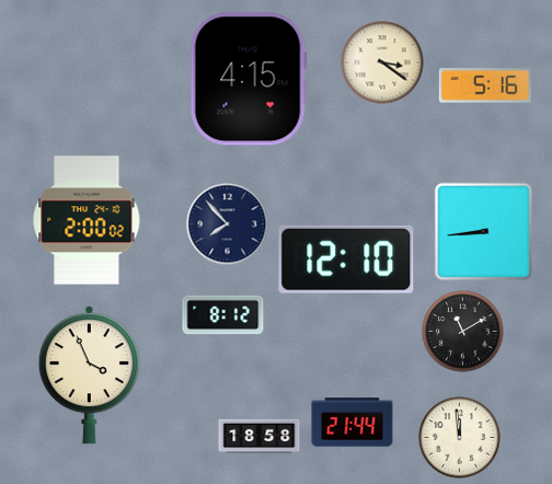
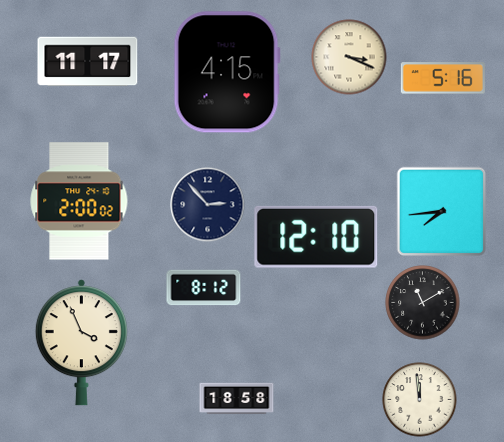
clock at (382, 62): 3:21 -> 3:19
clock at (88, 62): none -> 11:17
clock at (228, 224): 7:53 -> 2:53
clock at (484, 232): 8:44 -> 7:44
clock at (353, 423): 21:44 -> none
